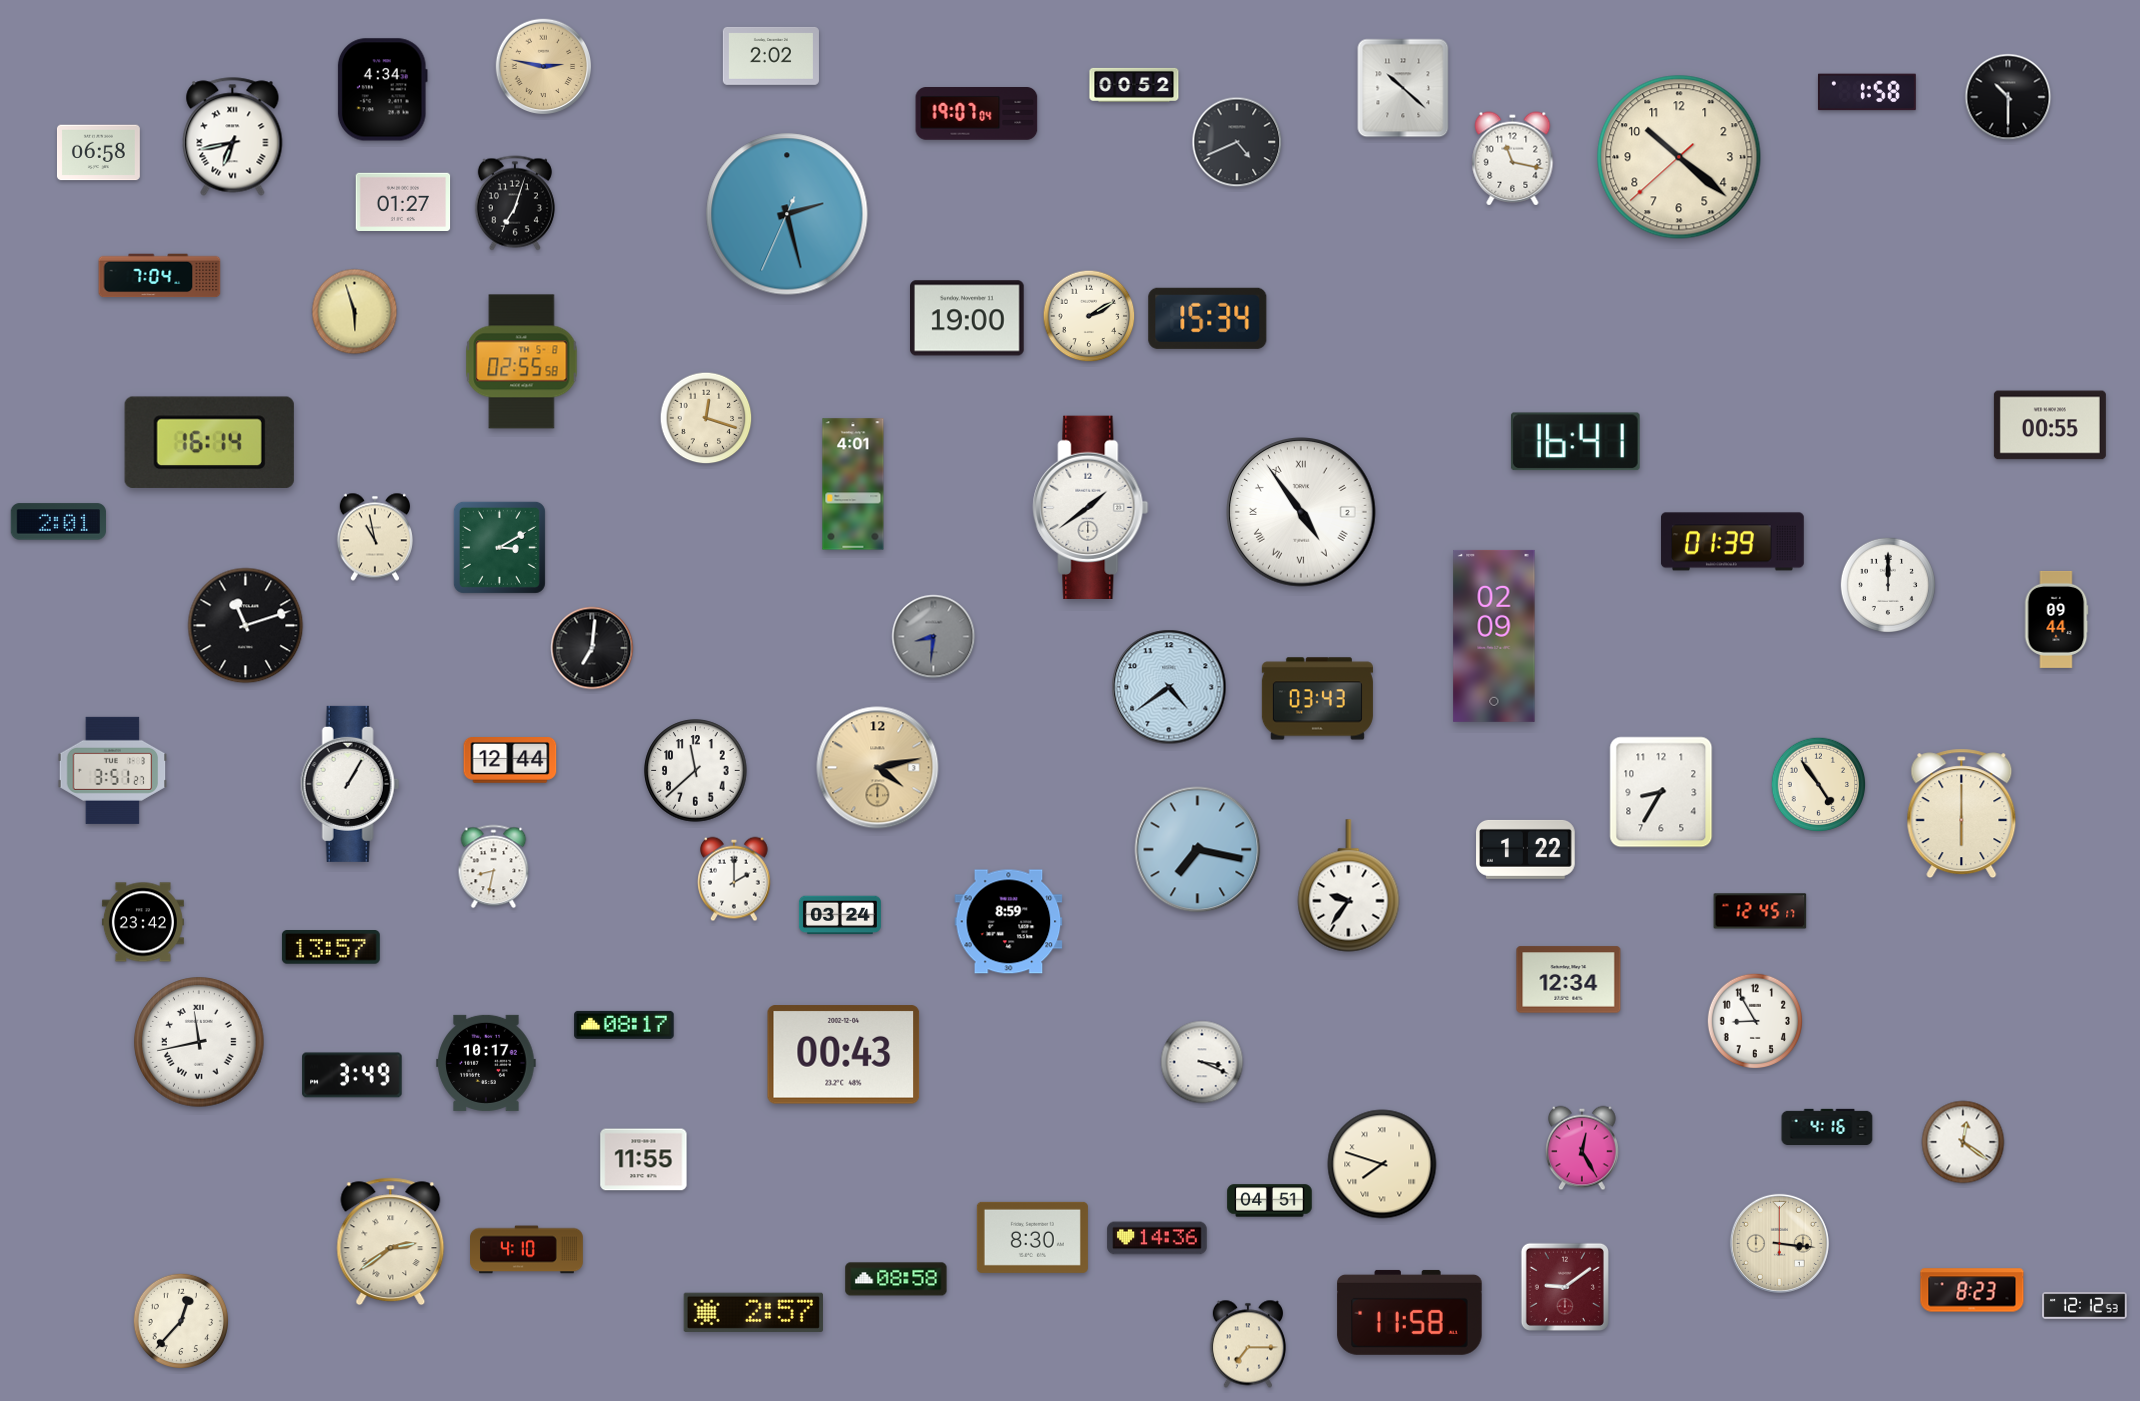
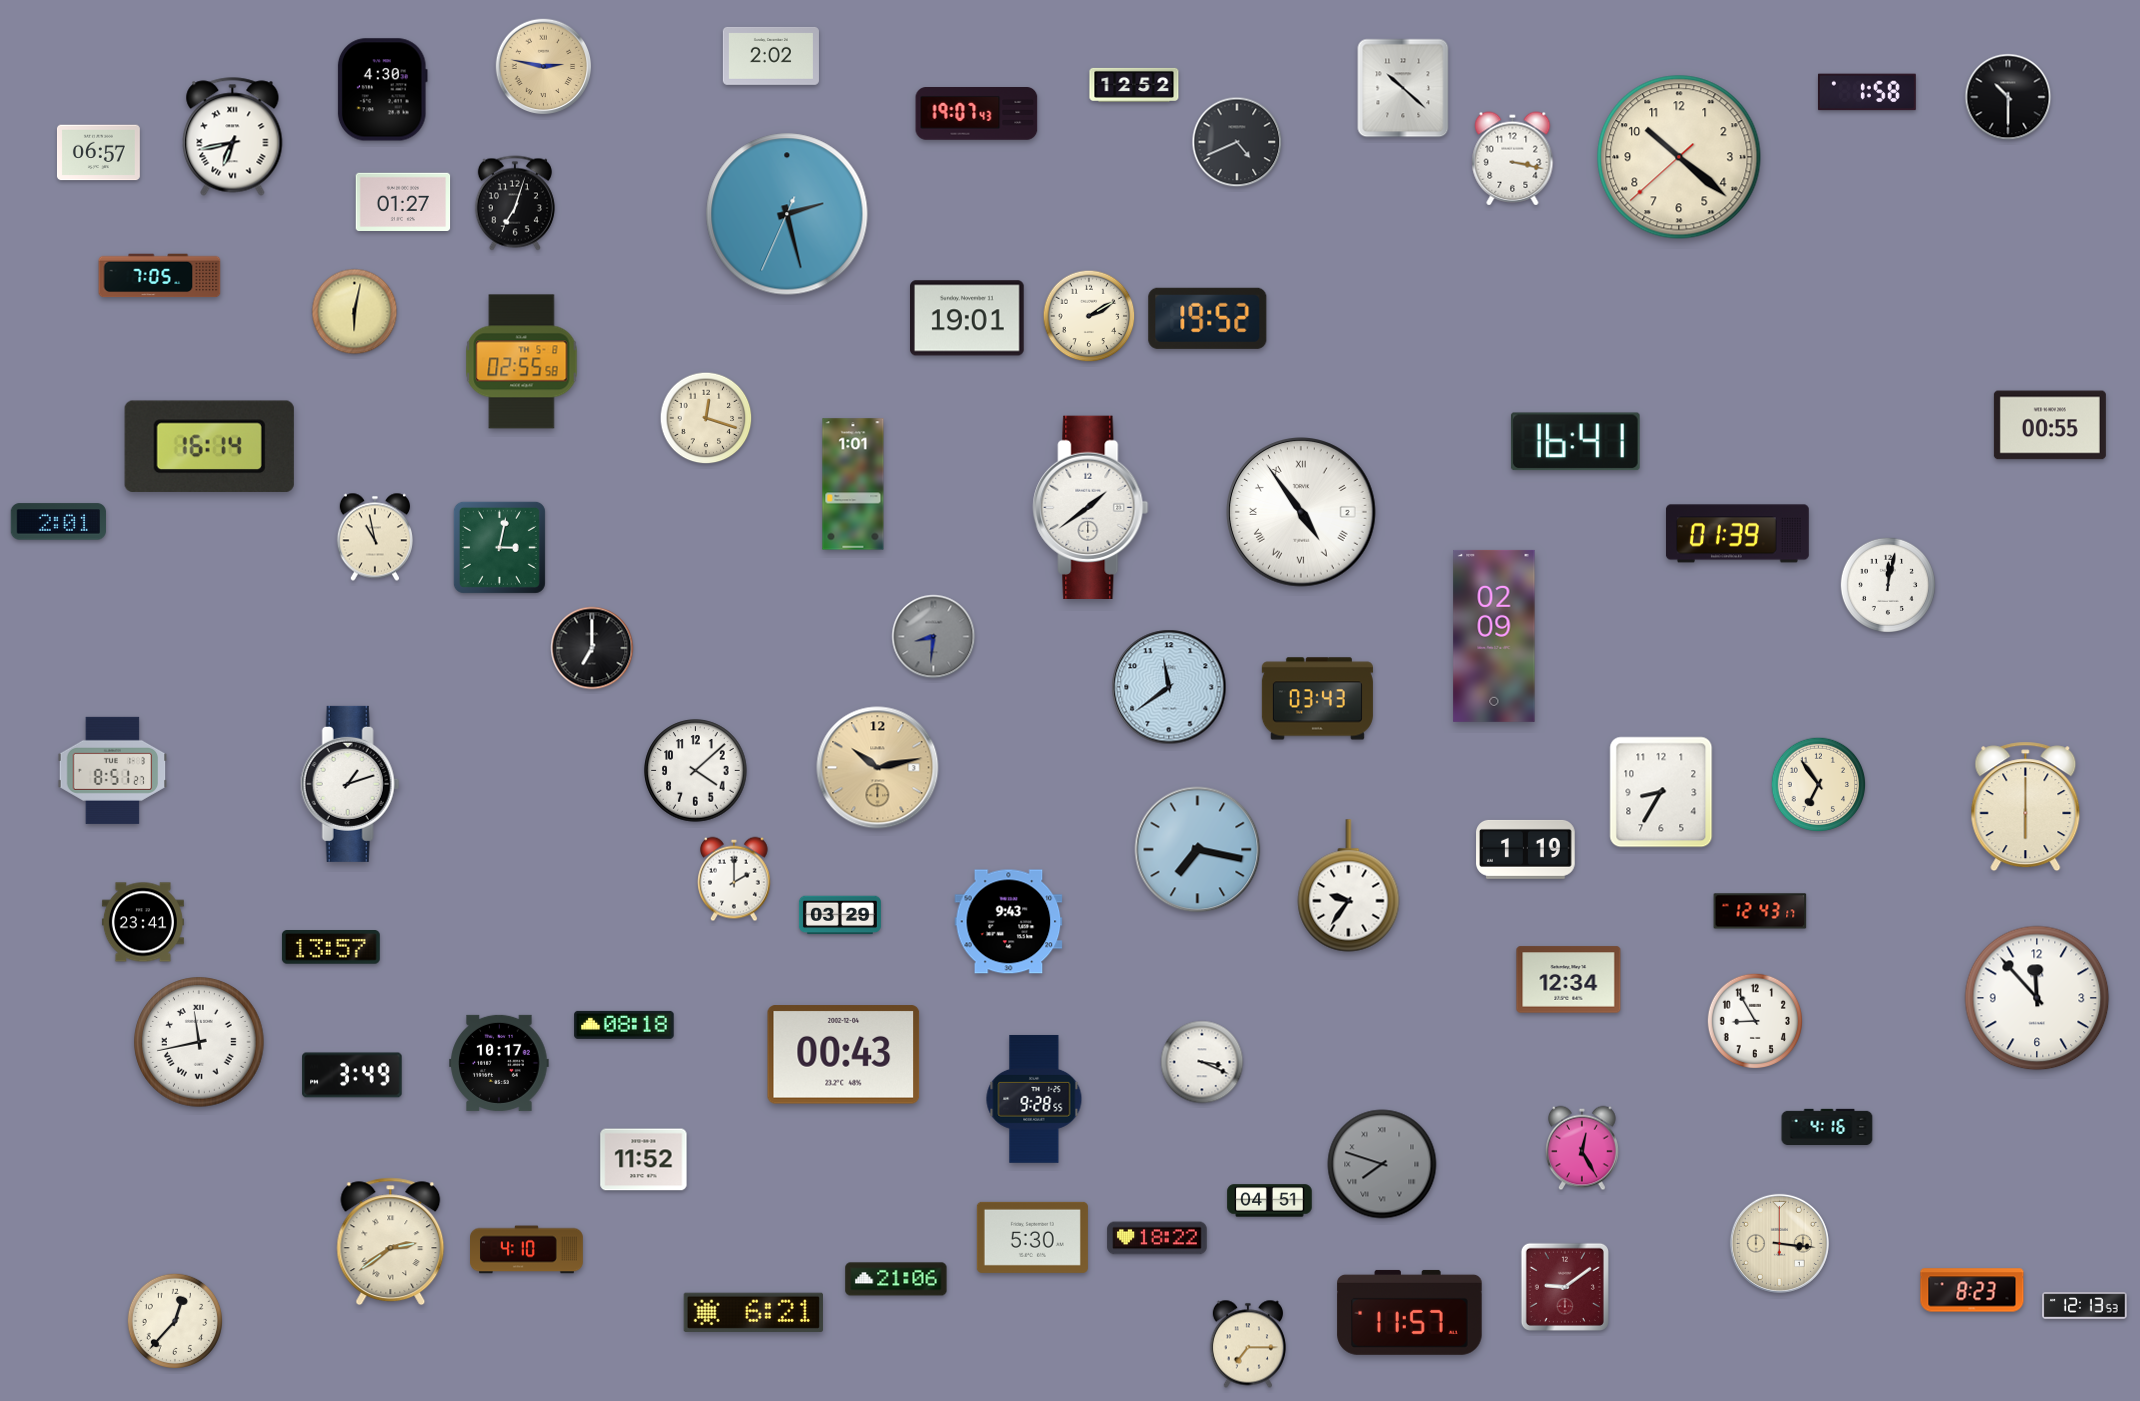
clock at (1134, 85): 00:52 -> 12:52
clock at (382, 90): 4:34 -> 4:30
clock at (977, 114): 19:07:04 -> 19:07:43
clock at (98, 153): 06:58 -> 06:57
clock at (1513, 159): 11:17 -> 3:17
clock at (160, 276): 7:04 -> 7:05
clock at (355, 312): 5:57 -> 6:02
clock at (968, 318): 19:00 -> 19:01
clock at (1208, 318): 15:34 -> 19:52
clock at (209, 442) position: (209, 442) -> (209, 446)
clock at (853, 484): 4:01 -> 1:01
clock at (1732, 542) position: (1732, 542) -> (1737, 534)
clock at (499, 547): 3:10 -> 3:02
clock at (1887, 584): 12:00 -> 12:02
clock at (2056, 619): 09:44 -> none
clock at (246, 626): 11:12 -> none
clock at (592, 648): 7:01 -> 7:00
clock at (1169, 687): 4:39 -> 11:39
clock at (510, 760): 12:44 -> none
clock at (878, 768): 4:13 -> 10:13
clock at (113, 770): 3:51 -> 8:51
clock at (696, 771): 11:38 -> 4:08
clock at (350, 784): 1:05 -> 1:12
clock at (1819, 785): 4:54 -> 6:54
clock at (1962, 814) position: (1962, 814) -> (2026, 807)
clock at (1526, 849): 1:22 -> 1:19
clock at (494, 867): 8:32 -> none
clock at (1760, 911): 12:45 -> 12:43
clock at (840, 915): 03:24 -> 03:29
clock at (143, 922): 23:42 -> 23:41
clock at (1009, 922): 8:59 -> 9:43
clock at (2037, 998): none -> 11:53
clock at (624, 1025): 08:17 -> 08:18
clock at (486, 1063) position: (486, 1063) -> (499, 1063)
clock at (1034, 1099): none -> 9:28
clock at (1963, 1142): 12:21 -> none
clock at (644, 1160): 11:55 -> 11:52
clock at (1382, 1164) dial: cream -> grey
clock at (1032, 1237): 8:30 -> 5:30
clock at (1157, 1238): 14:36 -> 18:22
clock at (896, 1279): 08:58 -> 21:06
clock at (2085, 1306): 12:12 -> 12:13
clock at (753, 1312): 2:57 -> 6:21
clock at (1410, 1312): 11:58 -> 11:57
clock at (180, 1320) position: (180, 1320) -> (174, 1320)
